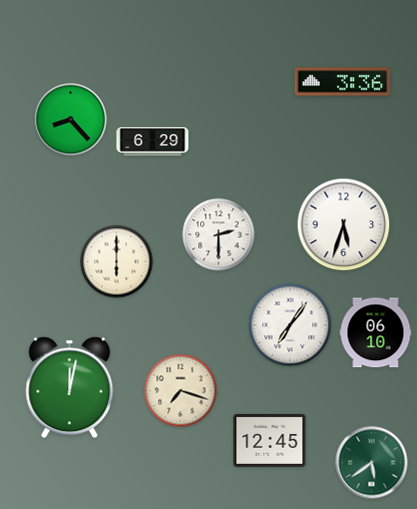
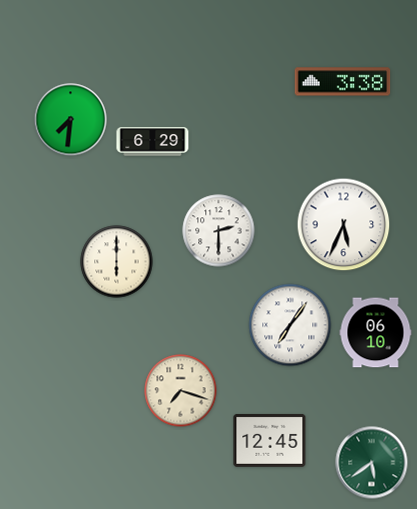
clock at (343, 82): 3:36 -> 3:38
clock at (71, 120): 8:23 -> 7:31
clock at (344, 225): 5:33 -> 5:34
clock at (219, 235) position: (219, 235) -> (219, 231)
clock at (70, 388): 12:02 -> none
